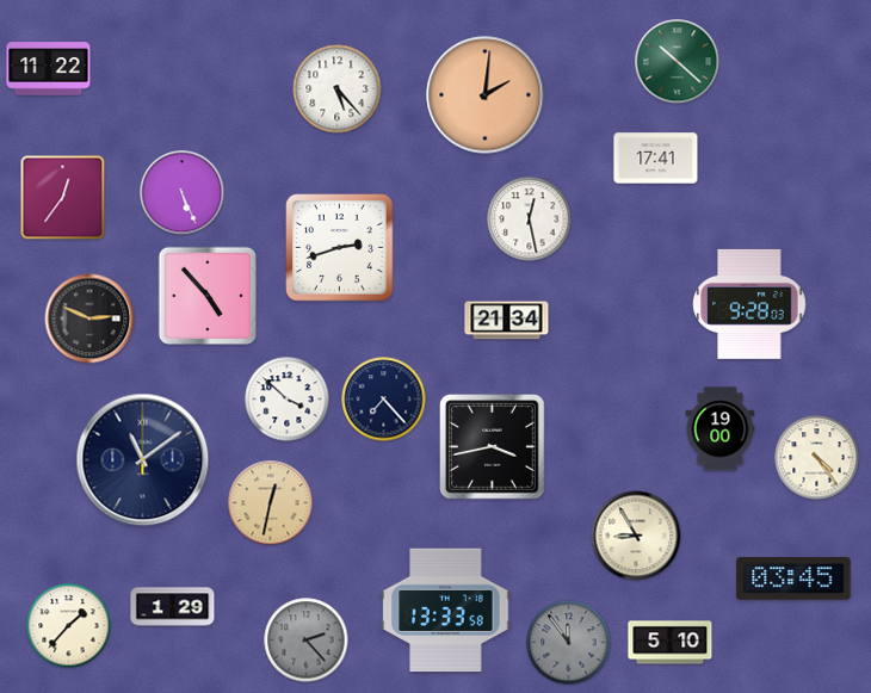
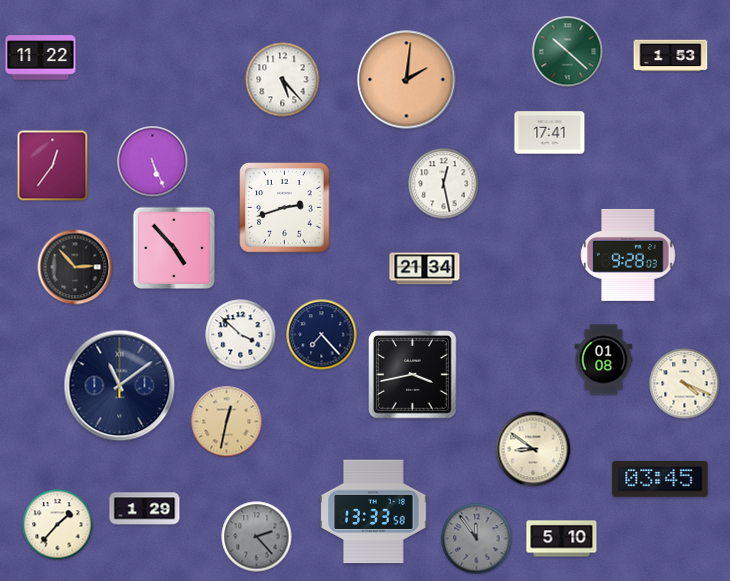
clock at (671, 56): none -> 1:53
clock at (338, 89) position: (338, 89) -> (283, 80)
clock at (89, 318): 2:49 -> 2:53
clock at (721, 429): 19:00 -> 01:08
clock at (817, 458): 4:24 -> 4:19
clock at (636, 536): 8:55 -> 8:51
clock at (793, 578) position: (793, 578) -> (660, 479)
